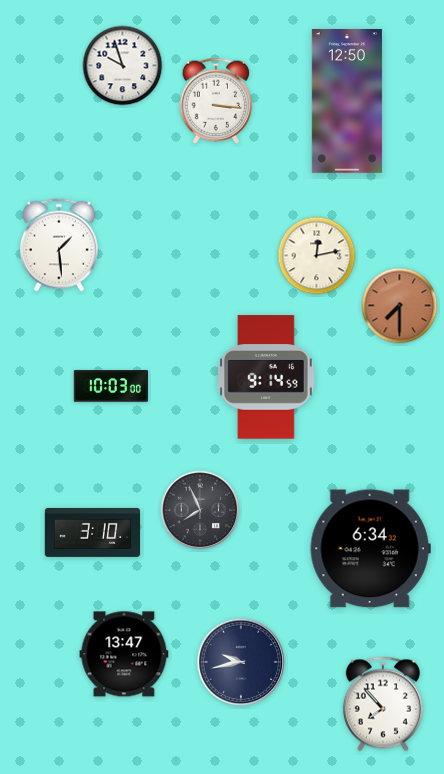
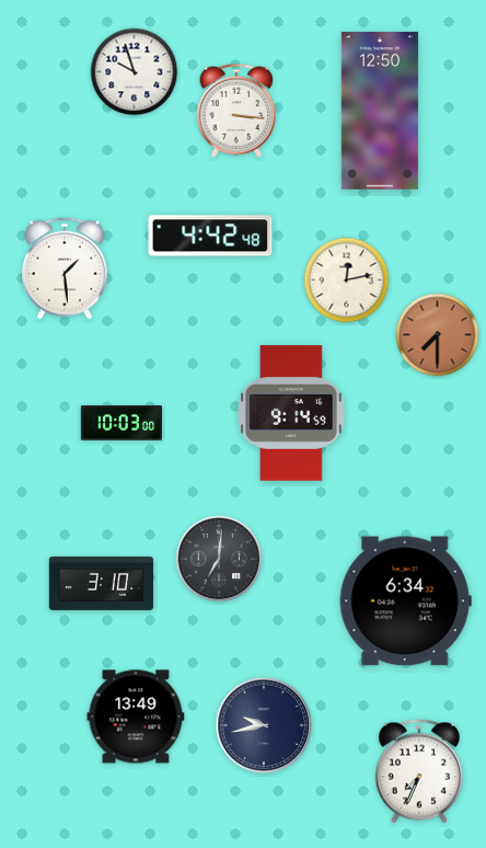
clock at (210, 236): none -> 4:42
clock at (200, 510): 7:56 -> 7:01
clock at (124, 654): 13:47 -> 13:49
clock at (383, 704): 7:53 -> 7:34
